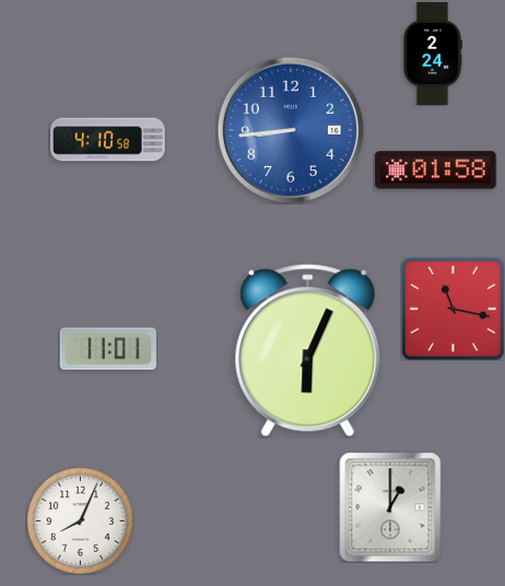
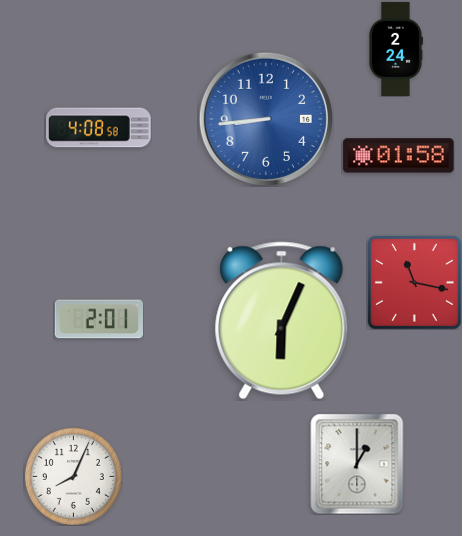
clock at (108, 140): 4:10 -> 4:08
clock at (107, 349): 11:01 -> 2:01
